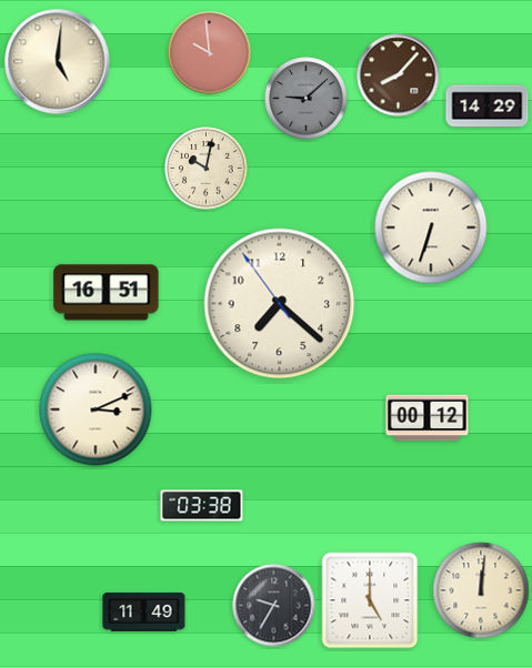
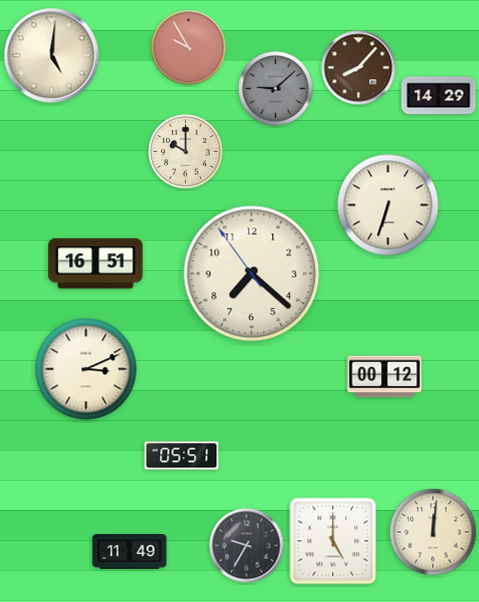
clock at (210, 53): 9:59 -> 9:55
clock at (207, 169): 10:02 -> 10:00
clock at (202, 506): 03:38 -> 05:51
